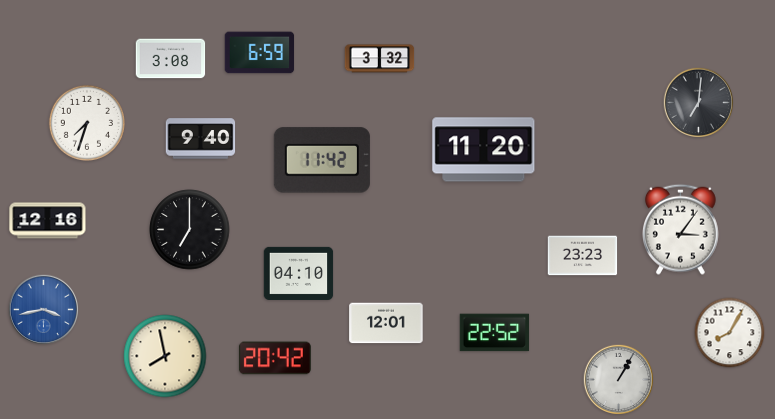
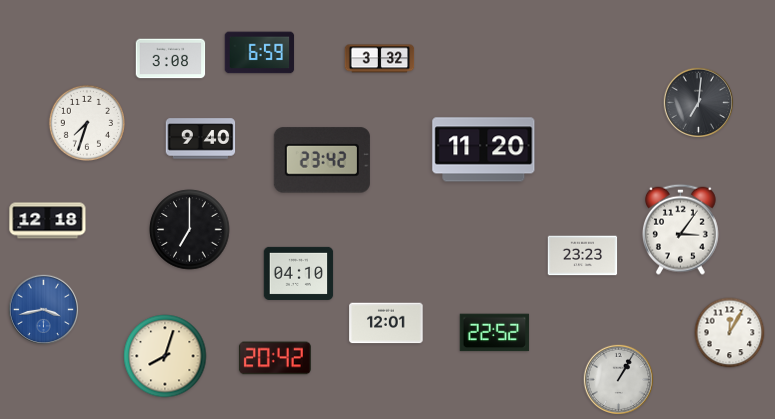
clock at (322, 160): 11:42 -> 23:42
clock at (48, 221): 12:16 -> 12:18
clock at (730, 333): 8:05 -> 12:05
clock at (165, 356): 7:58 -> 8:03
